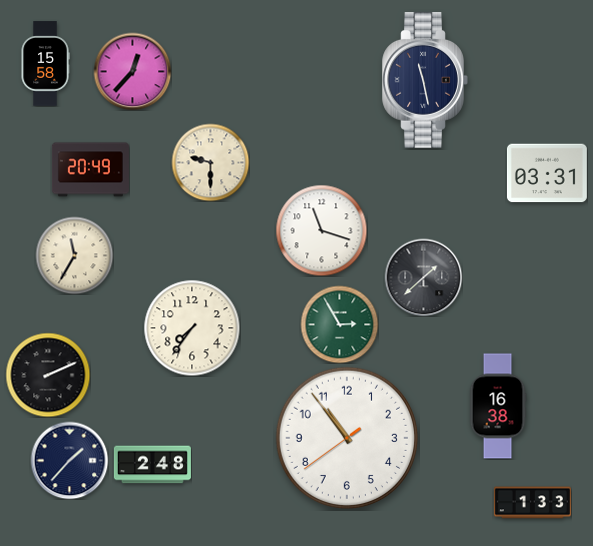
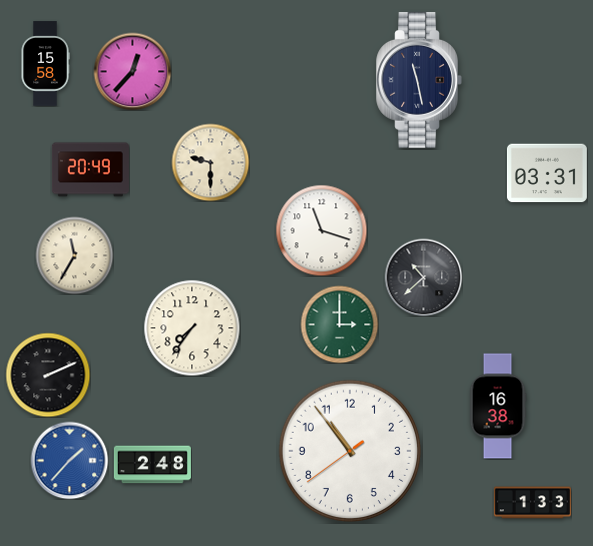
clock at (425, 81) position: (425, 81) -> (419, 81)
clock at (423, 277): 1:38 -> 10:38
clock at (339, 324): 2:55 -> 3:00
clock at (346, 437) position: (346, 437) -> (349, 450)
clock at (69, 460) dial: navy -> blue
